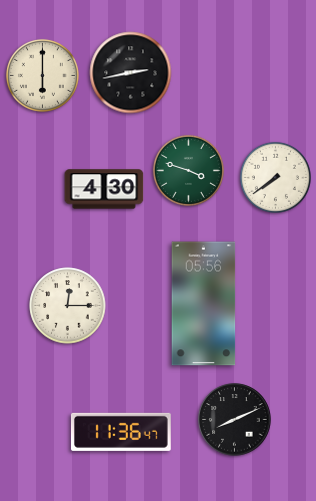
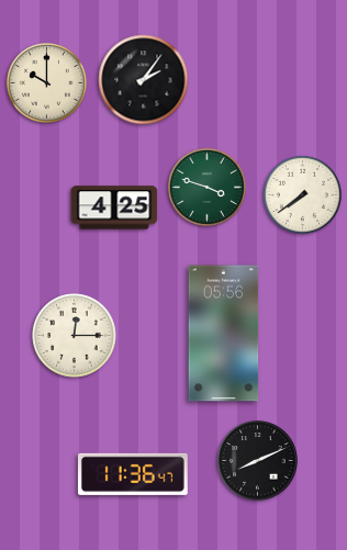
clock at (131, 73): 2:43 -> 2:06
clock at (42, 75): 6:00 -> 10:00
clock at (104, 189): 4:30 -> 4:25
